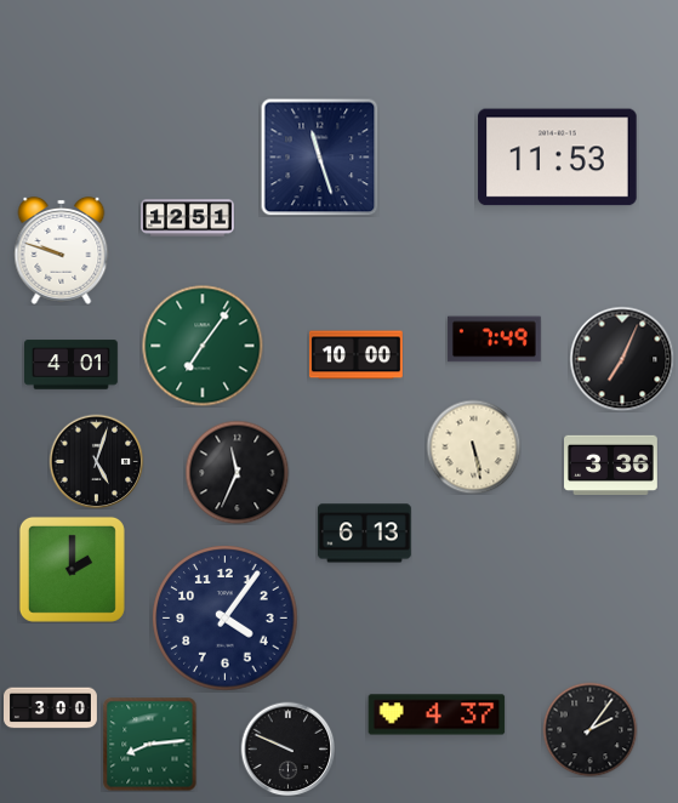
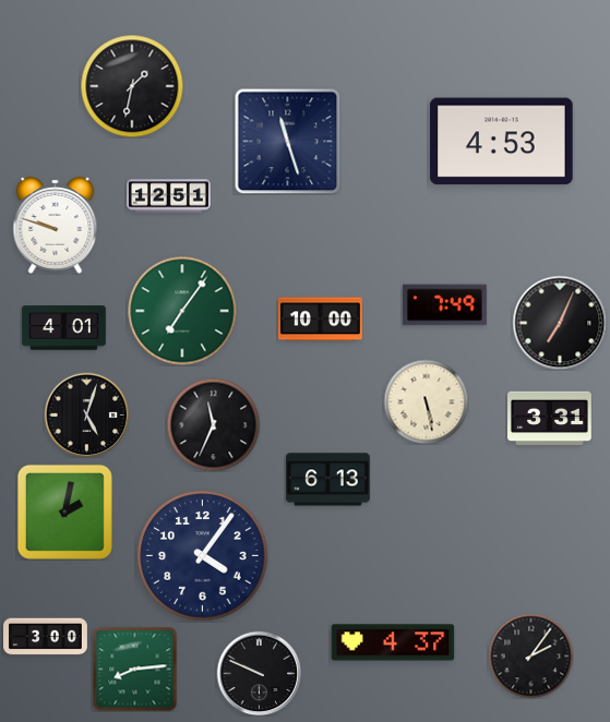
clock at (132, 86): none -> 1:32
clock at (558, 158): 11:53 -> 4:53
clock at (611, 466): 3:36 -> 3:31
clock at (72, 569): 2:00 -> 2:02
